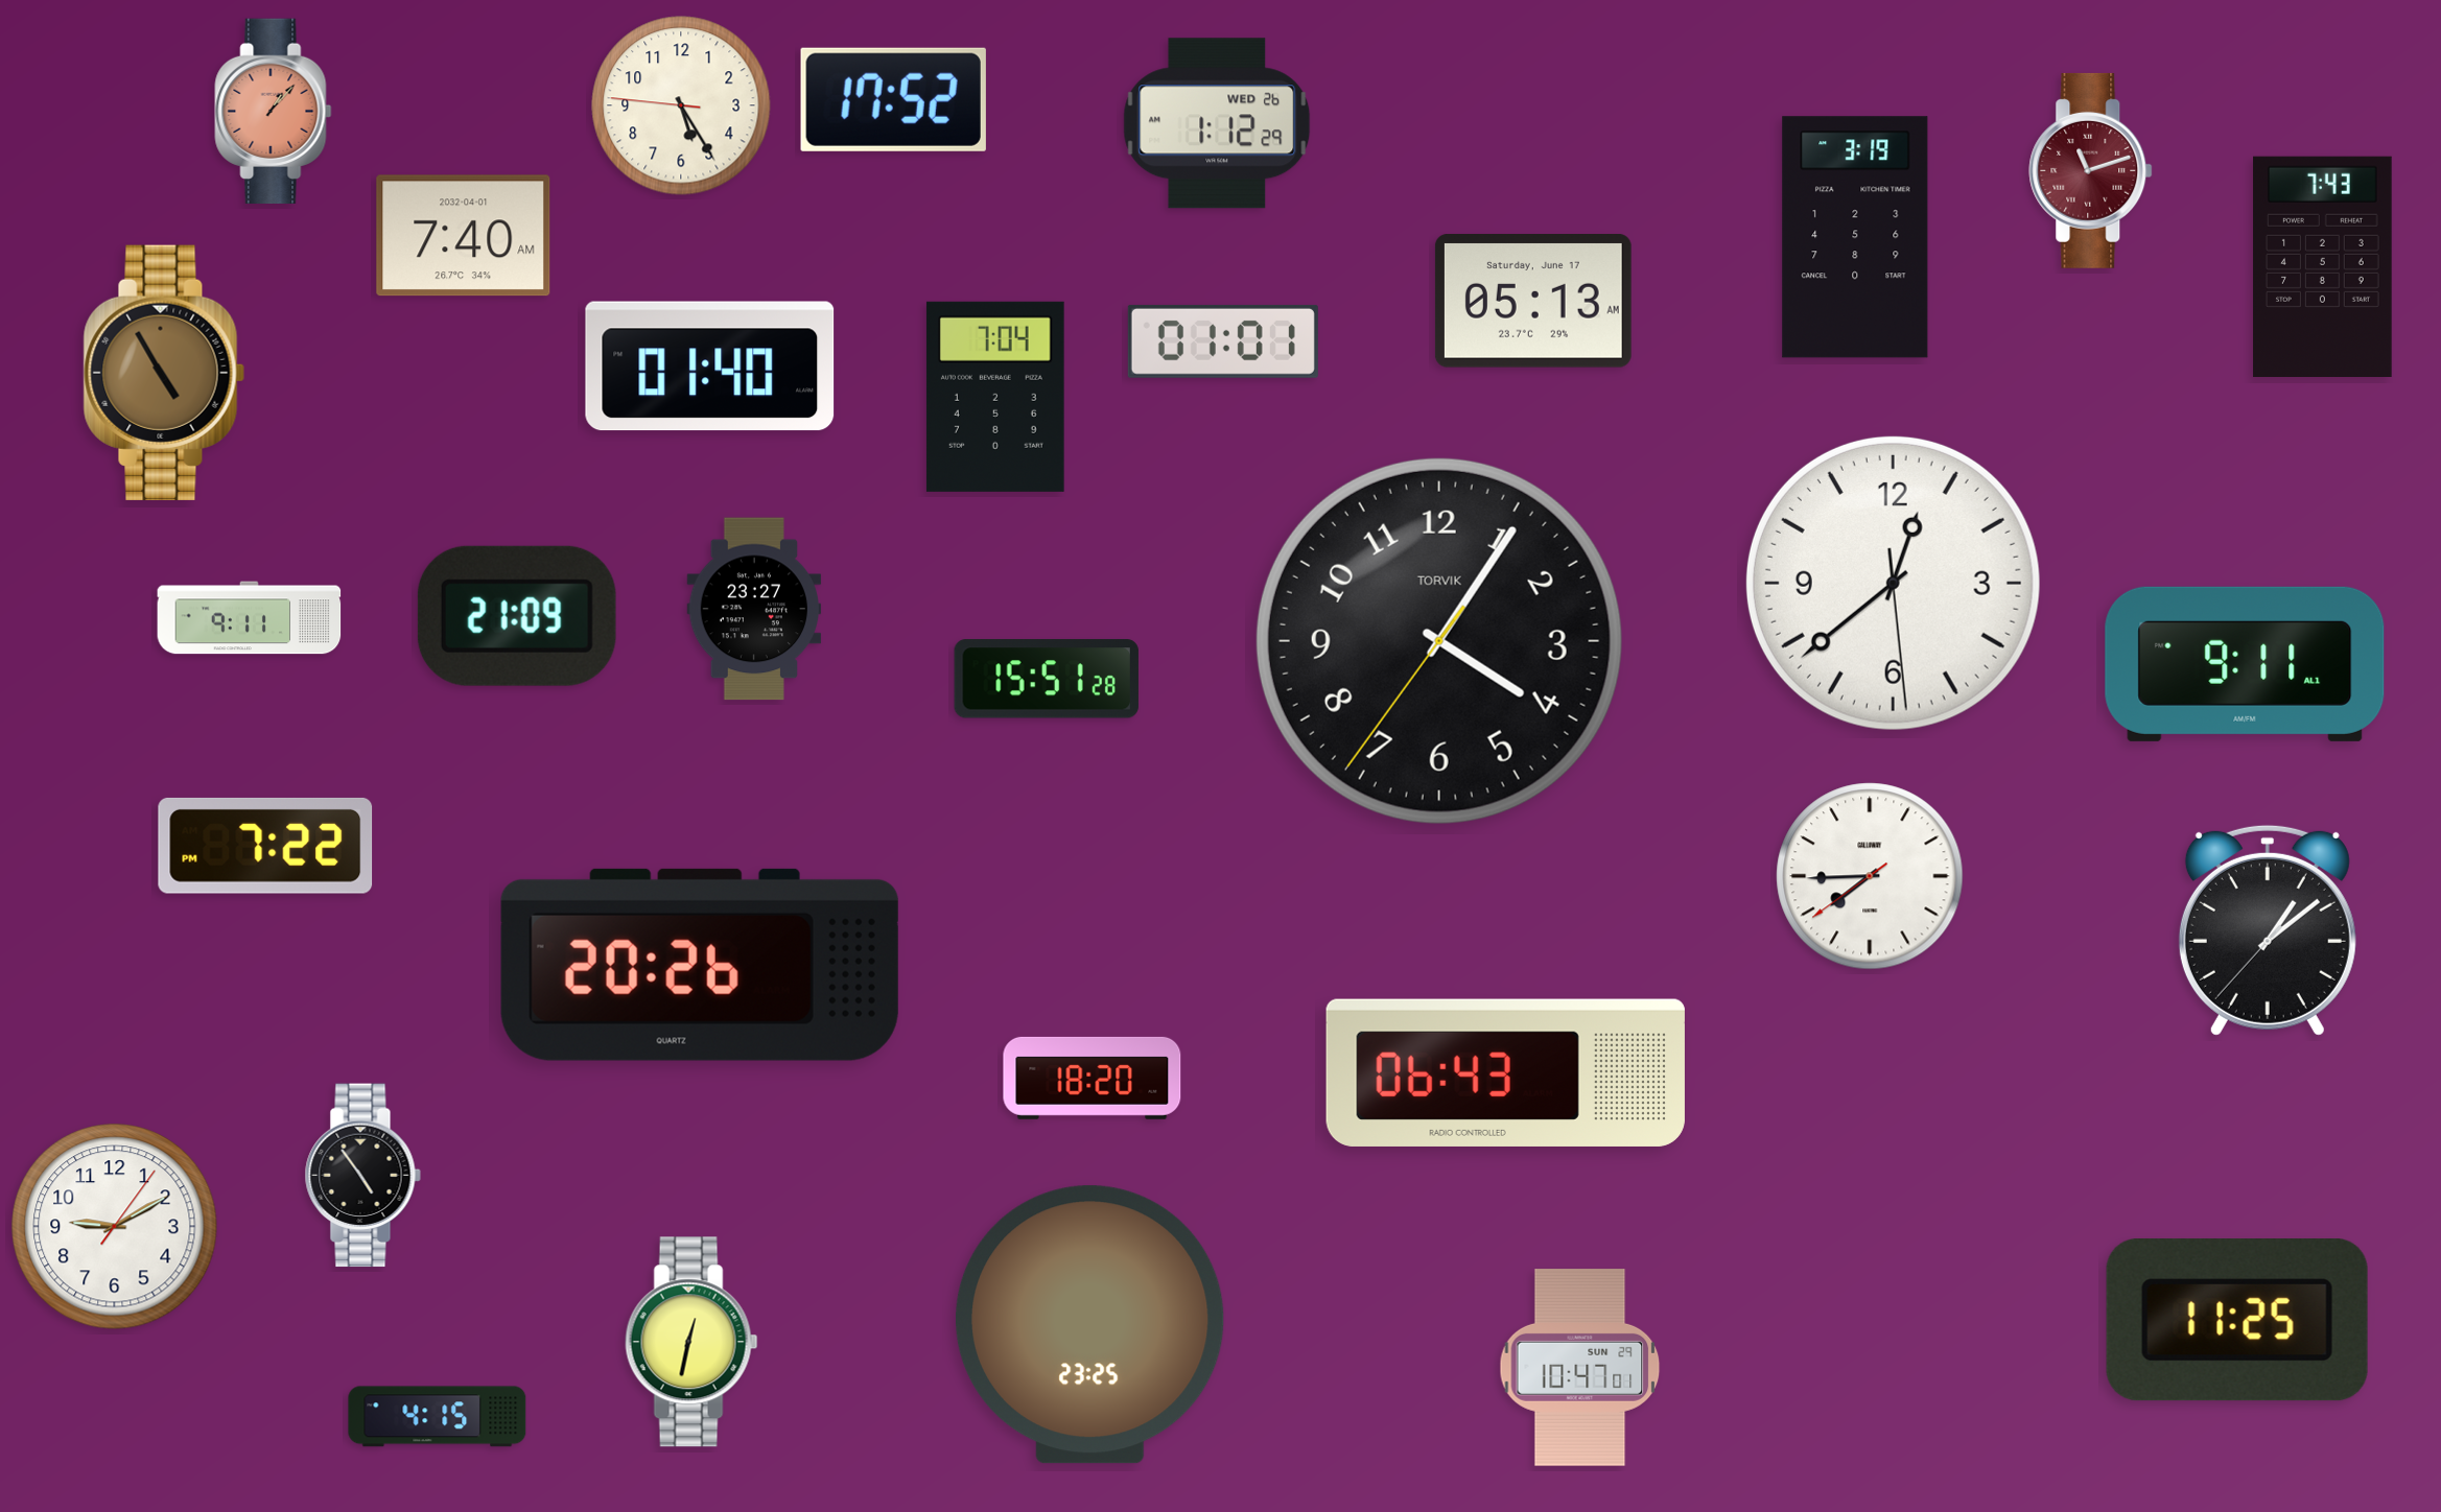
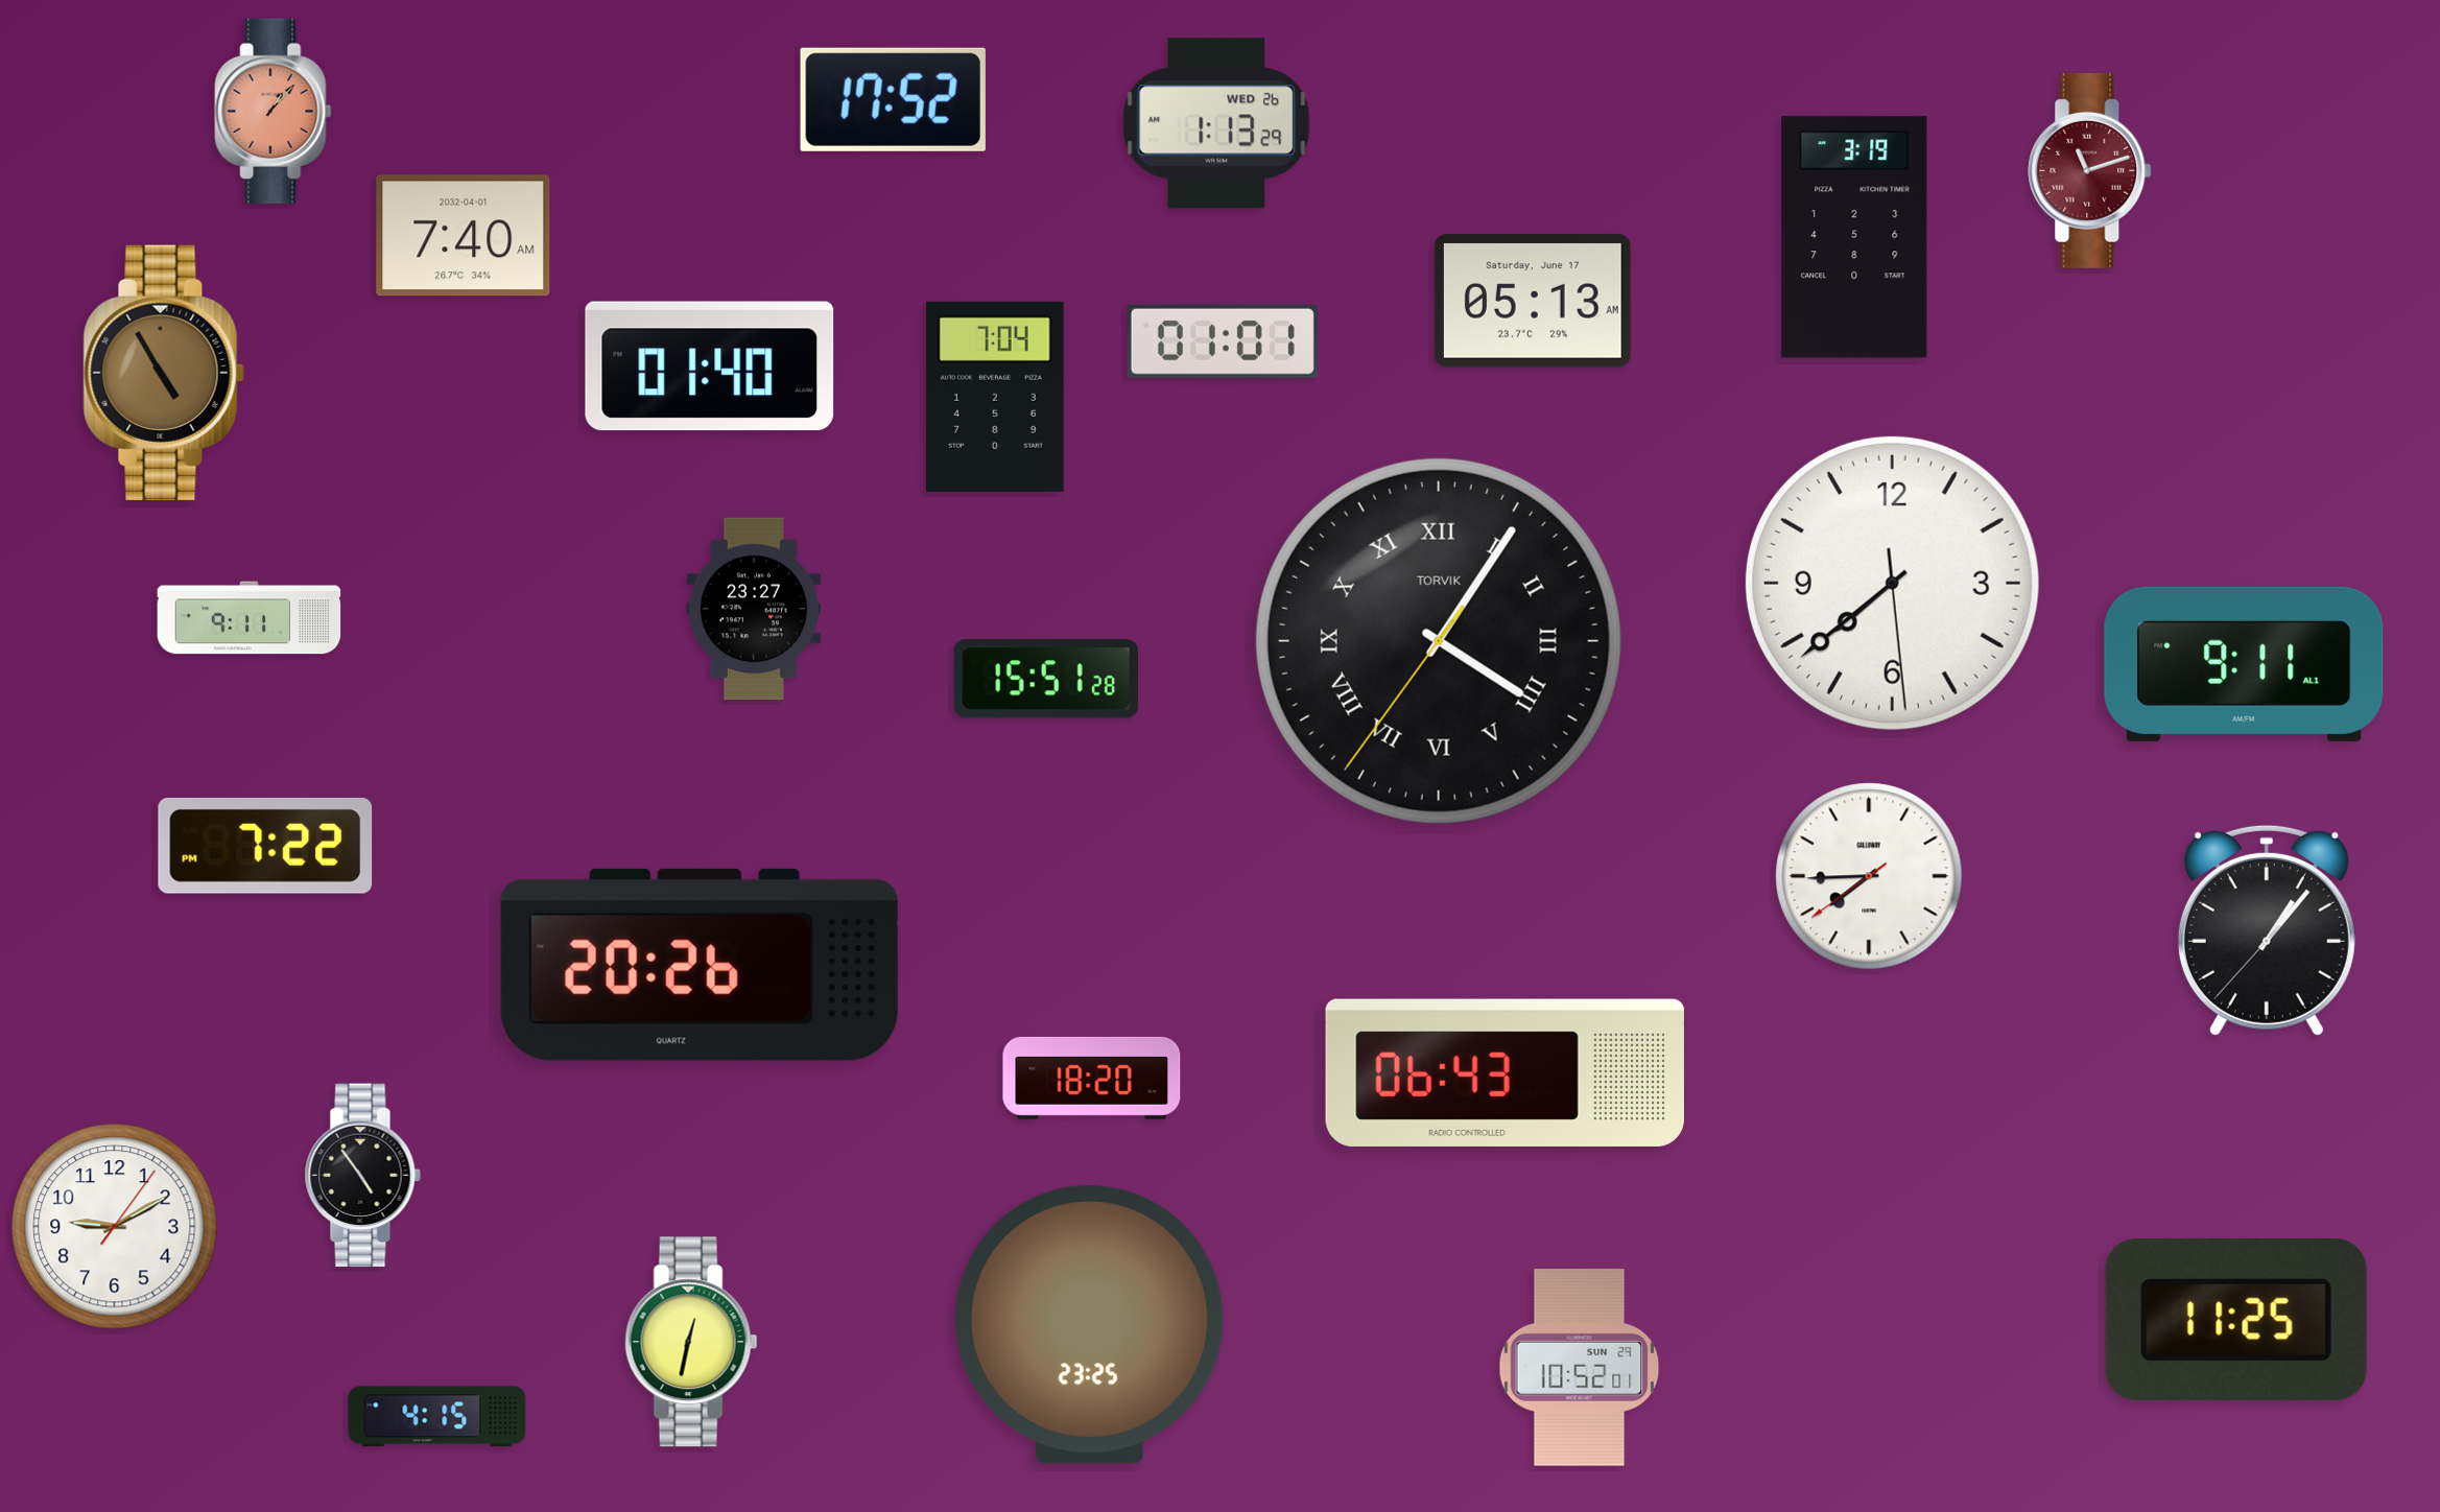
clock at (681, 105): 5:24 -> none
clock at (1217, 123): 1:12 -> 1:13
clock at (2323, 266): 7:43 -> none
clock at (1893, 583): 12:38 -> 7:38
clock at (517, 616): 21:09 -> none
clock at (1439, 641) numerals: Arabic -> Roman
clock at (2268, 930): 1:08 -> 1:06
clock at (1580, 1368): 10:47 -> 10:52
